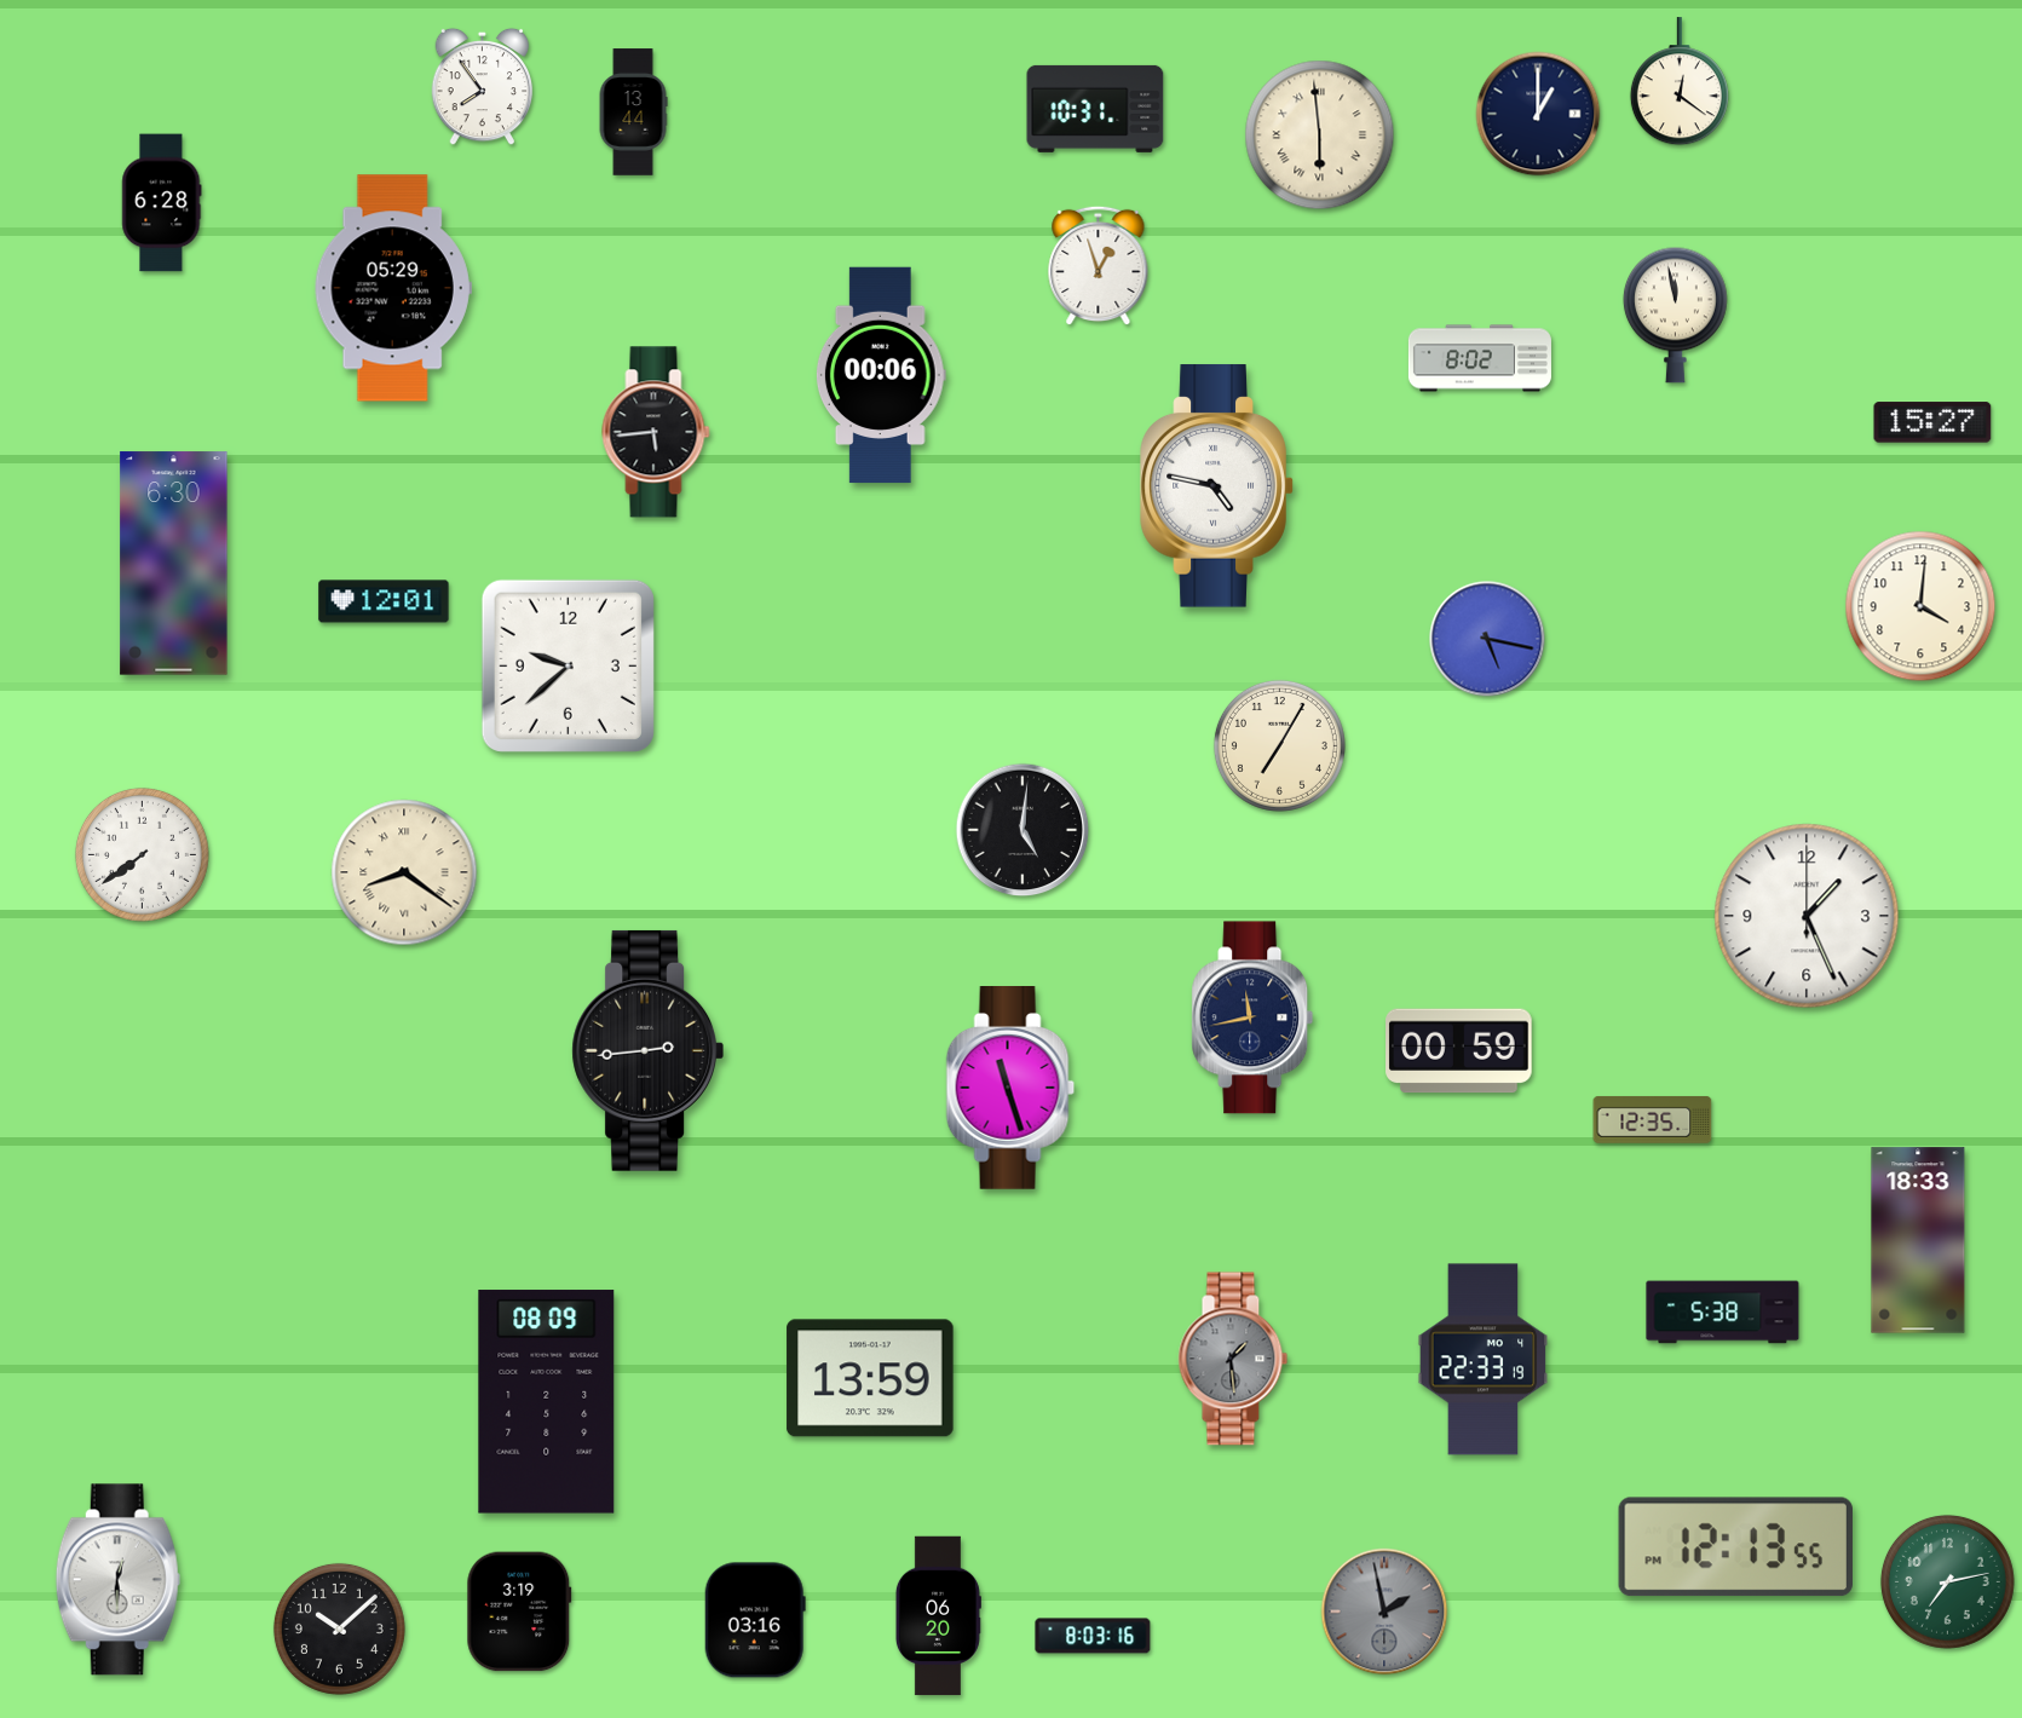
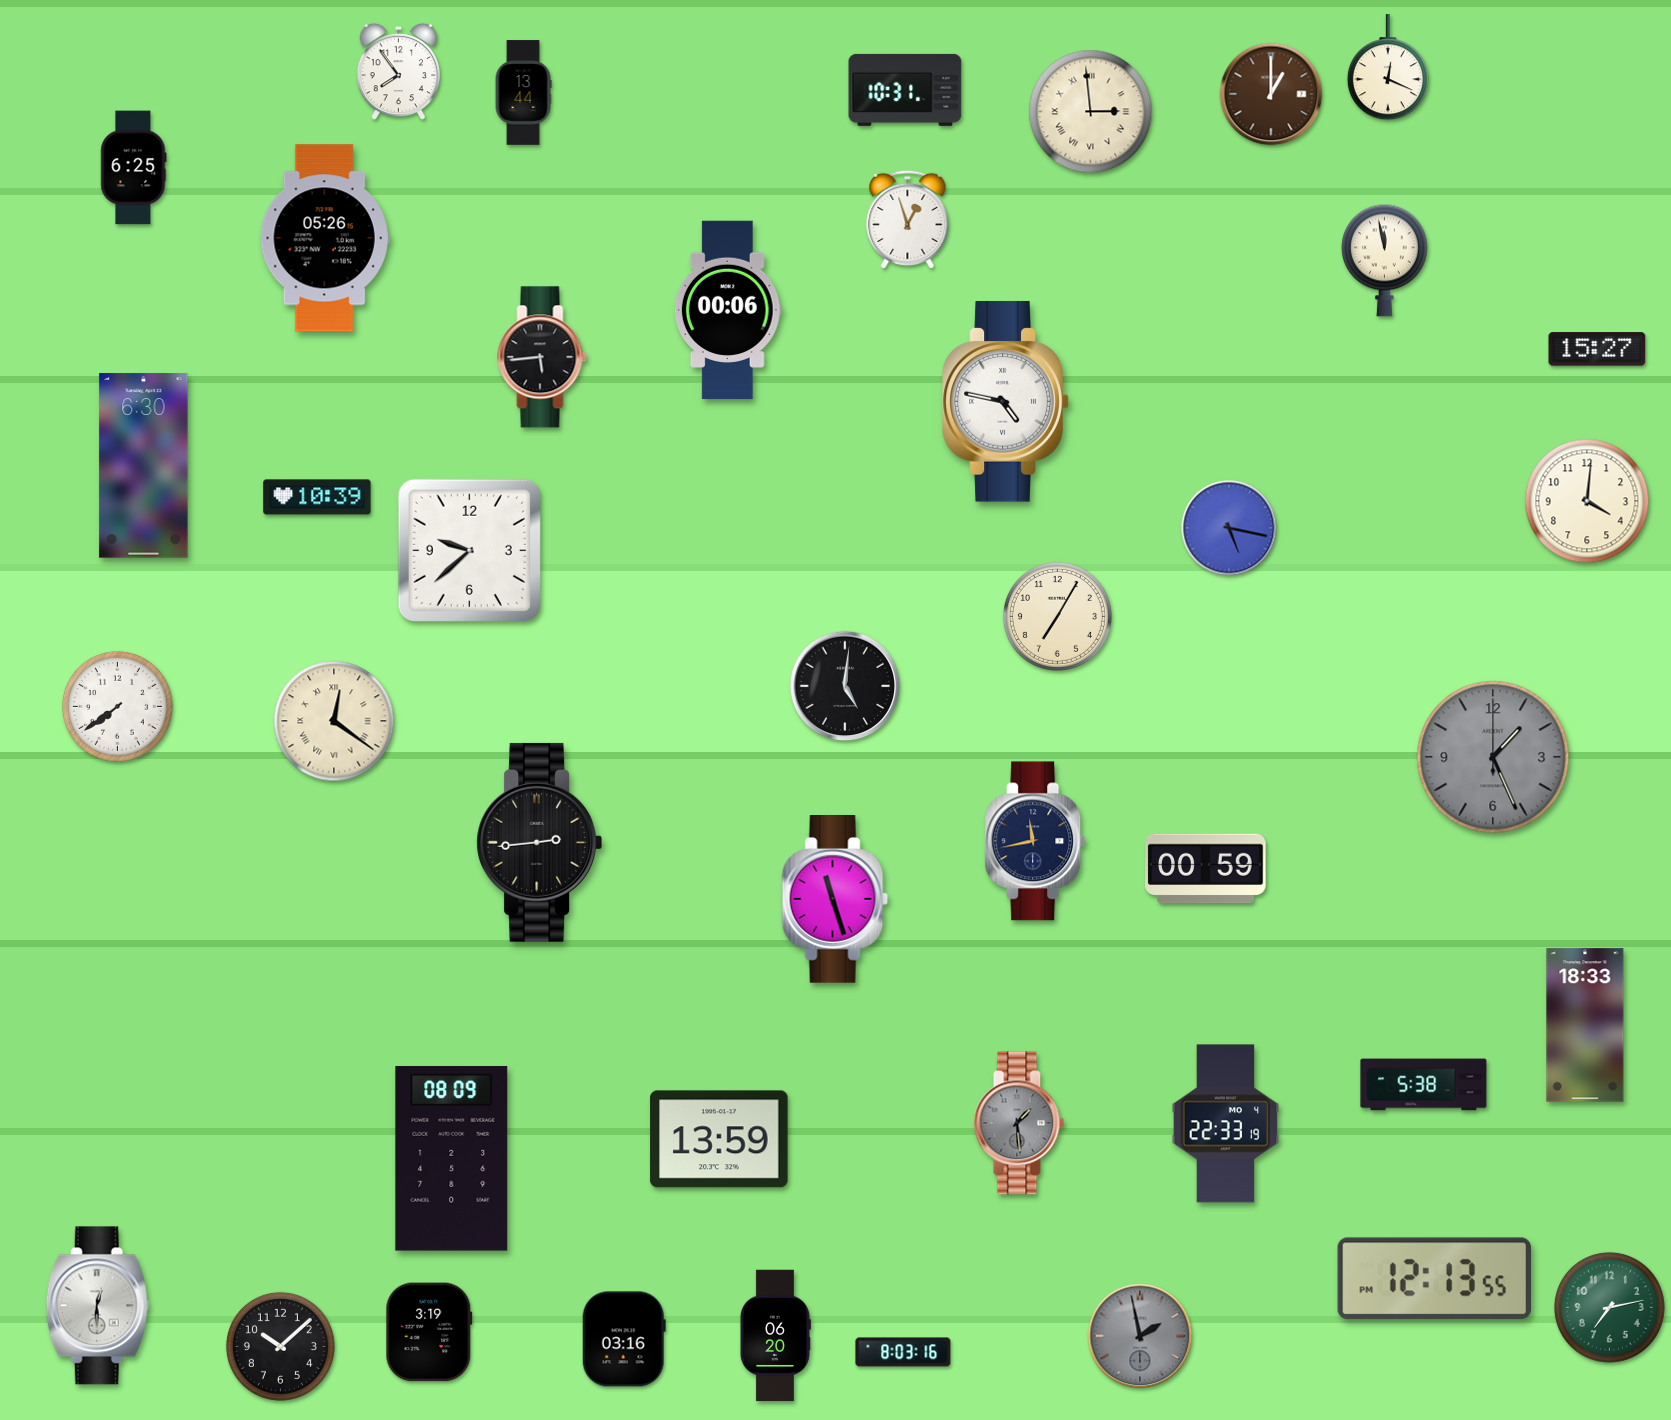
clock at (1680, 82): 12:21 -> 12:19
clock at (1538, 114) dial: navy -> brown
clock at (1320, 136): 5:59 -> 2:59
clock at (162, 203): 6:28 -> 6:25
clock at (393, 288): 05:29 -> 05:26
clock at (1480, 358): 8:02 -> none
clock at (384, 601): 12:01 -> 10:39
clock at (404, 872): 8:21 -> 12:21
clock at (1807, 916) dial: white -> grey
clock at (647, 1050) position: (647, 1050) -> (539, 842)
clock at (1653, 1120): 12:35 -> none
clock at (1384, 1612) position: (1384, 1612) -> (1140, 1336)
